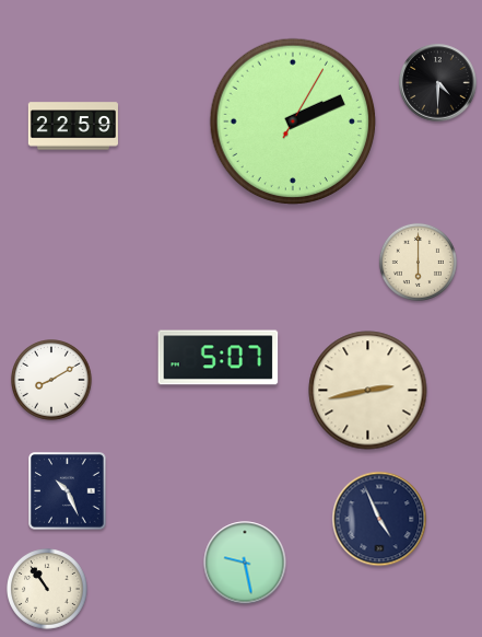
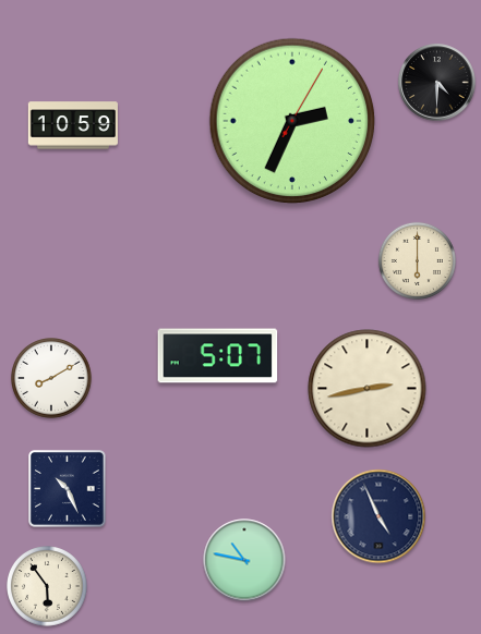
clock at (293, 121): 2:11 -> 2:34
clock at (73, 126): 22:59 -> 10:59
clock at (245, 563): 9:28 -> 10:47
clock at (48, 590): 10:54 -> 5:54
